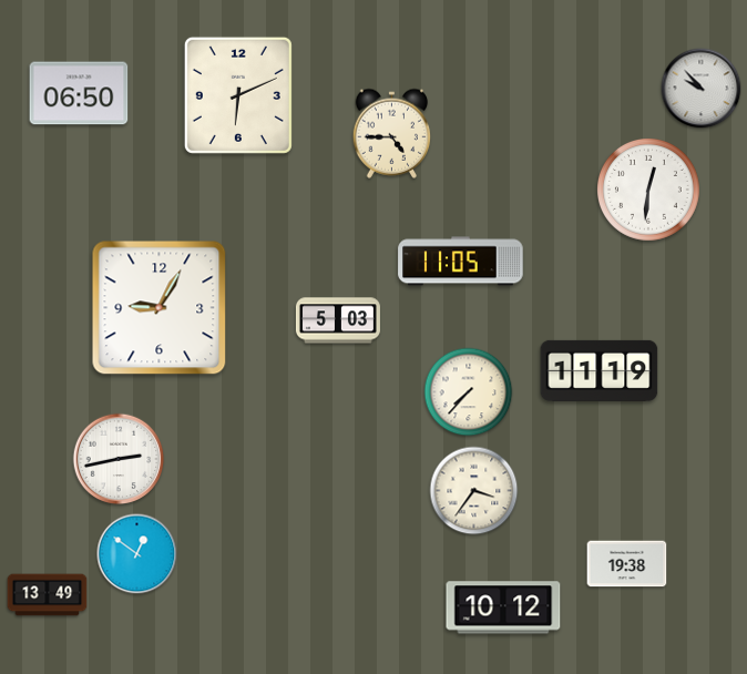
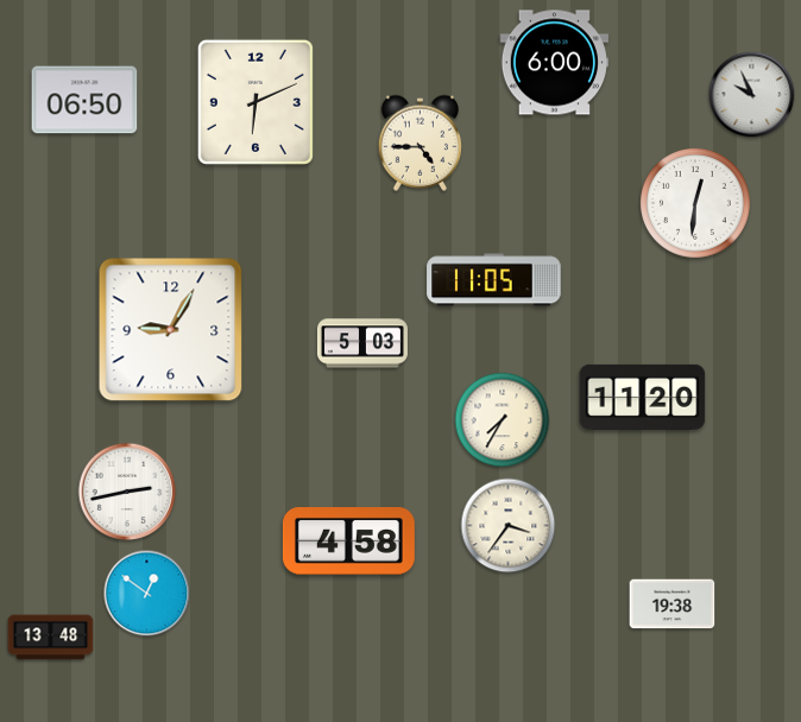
clock at (554, 63): none -> 6:00
clock at (702, 89): 9:53 -> 9:56
clock at (600, 370): 11:19 -> 11:20
clock at (469, 392): 7:37 -> 7:35
clock at (348, 541): none -> 4:58
clock at (48, 595): 13:49 -> 13:48
clock at (503, 607): 10:12 -> none
